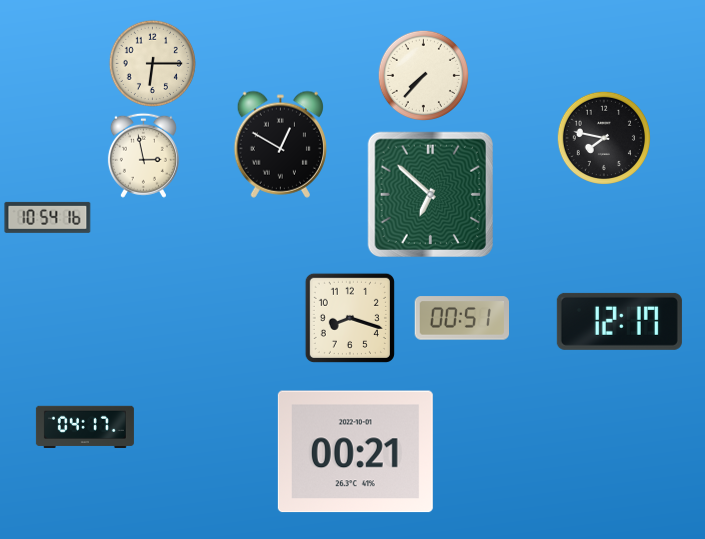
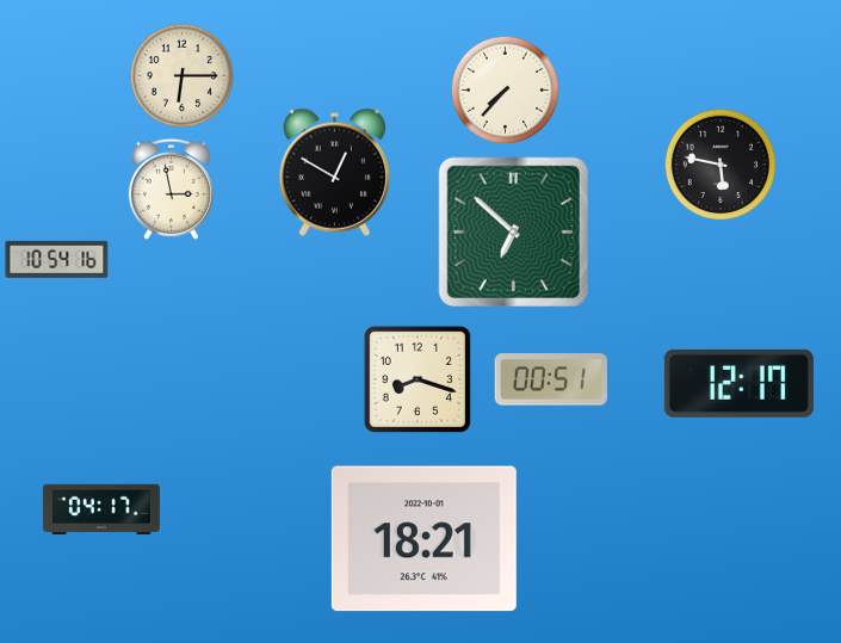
clock at (604, 138): 7:47 -> 5:47
clock at (143, 155) position: (143, 155) -> (171, 188)
clock at (355, 452): 00:21 -> 18:21
